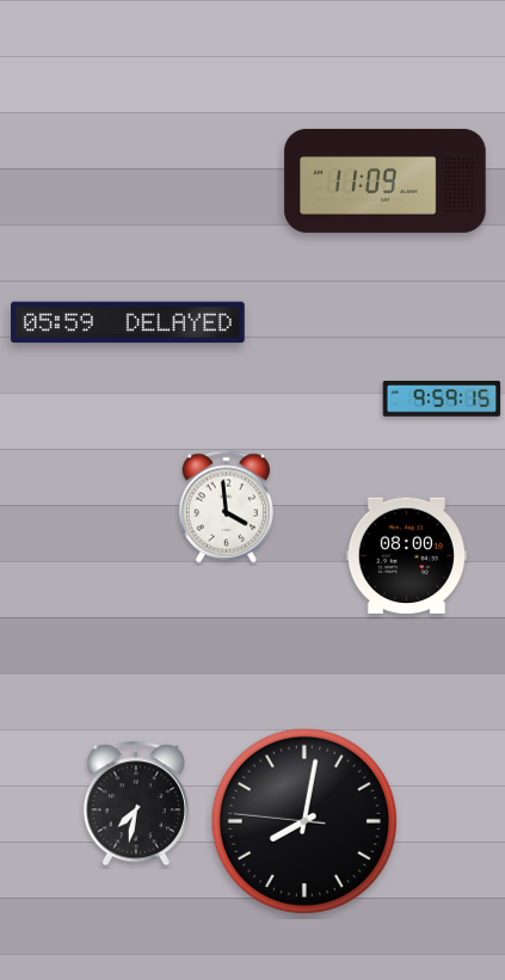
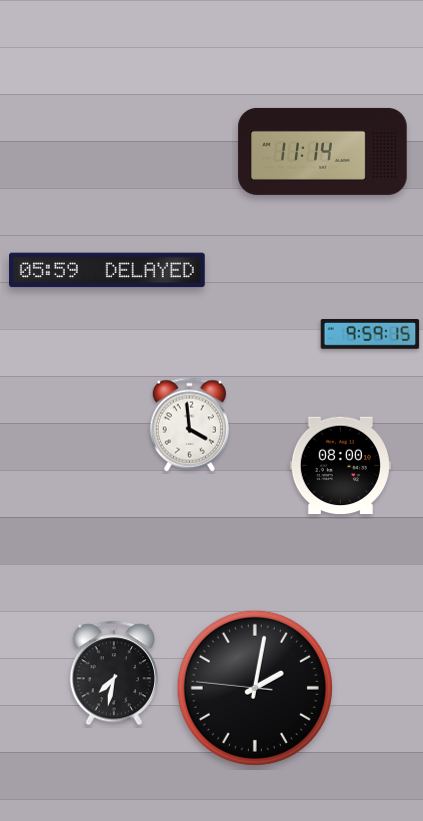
clock at (386, 180): 11:09 -> 11:14
clock at (304, 821): 8:01 -> 2:01
